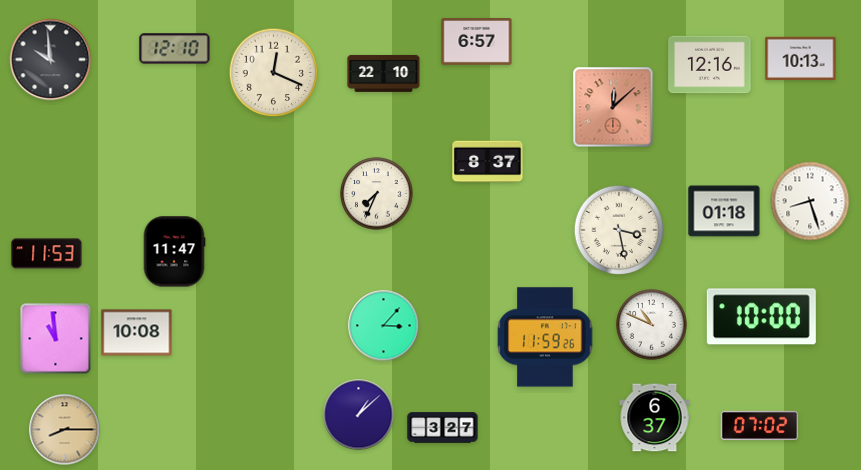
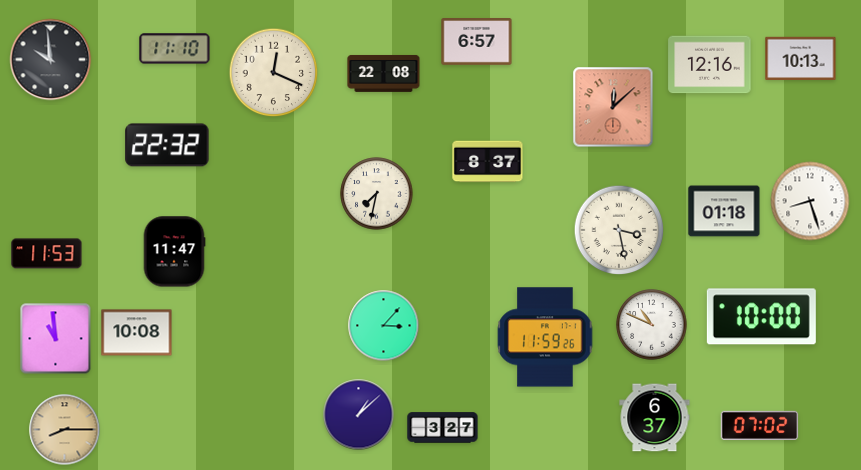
clock at (175, 49): 12:10 -> 11:10
clock at (384, 73): 22:10 -> 22:08
clock at (167, 145): none -> 22:32
clock at (377, 194): 7:34 -> 7:32
